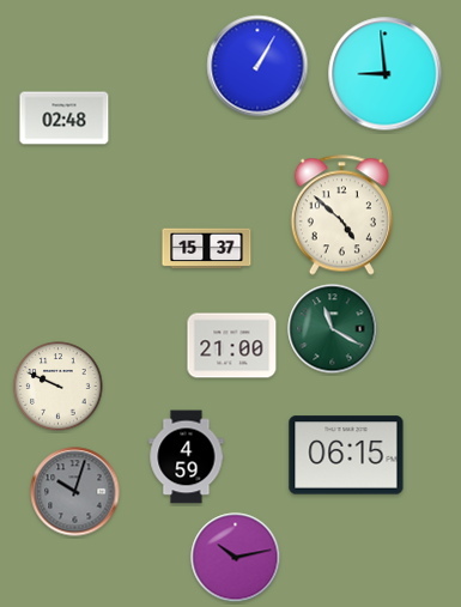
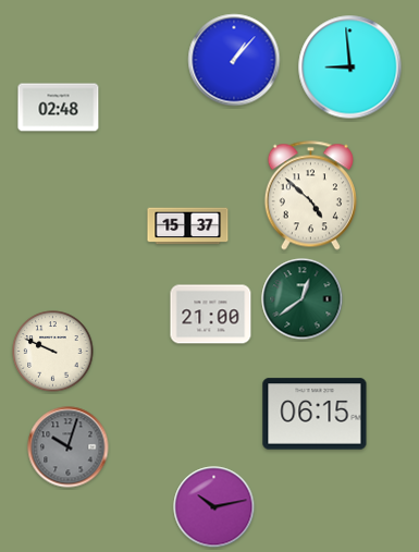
clock at (257, 66): 1:05 -> 1:07
clock at (333, 329): 11:20 -> 12:39
clock at (187, 457): 4:59 -> none
